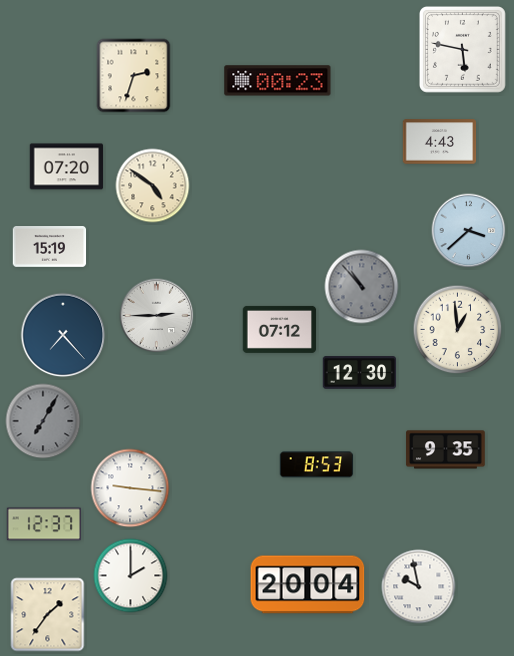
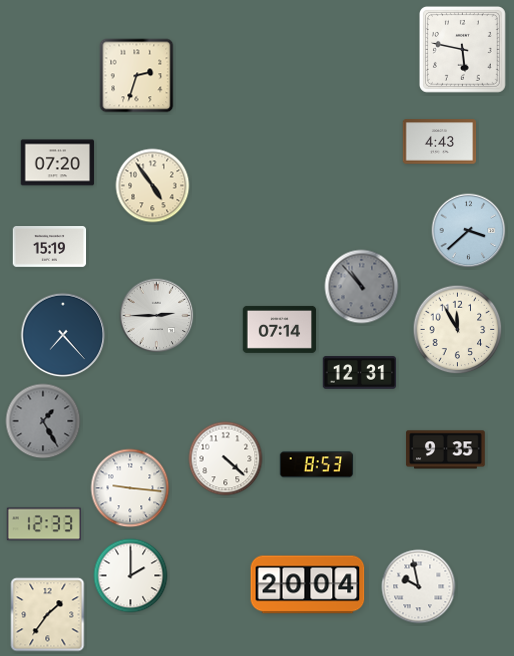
clock at (134, 76) position: (134, 76) -> (137, 76)
clock at (278, 81): 00:23 -> none
clock at (67, 167) position: (67, 167) -> (58, 163)
clock at (153, 186): 4:51 -> 4:54
clock at (280, 329): 07:12 -> 07:14
clock at (458, 330): 12:59 -> 11:55
clock at (360, 373): 12:30 -> 12:31
clock at (43, 421): 7:05 -> 1:25
clock at (226, 459): none -> 4:22
clock at (43, 524): 12:37 -> 12:33
